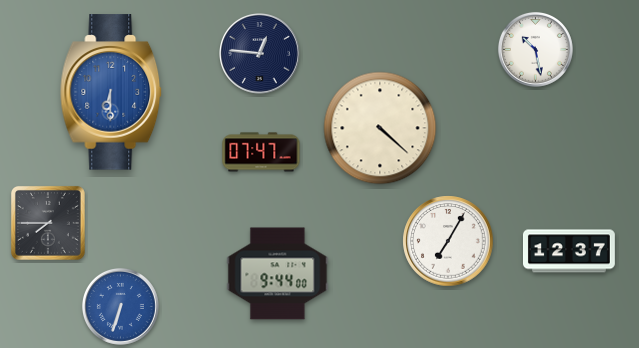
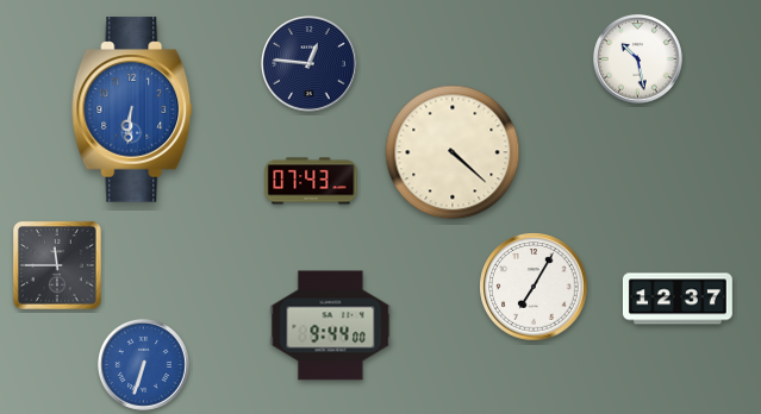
clock at (112, 92): 6:30 -> 6:31
clock at (261, 152): 07:47 -> 07:43
clock at (48, 223): 7:45 -> 11:45
